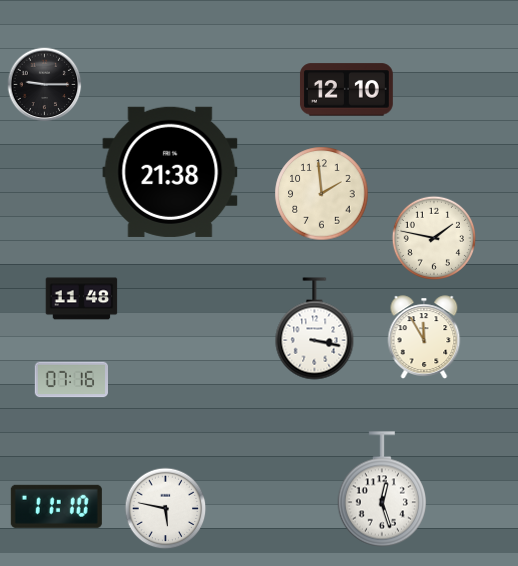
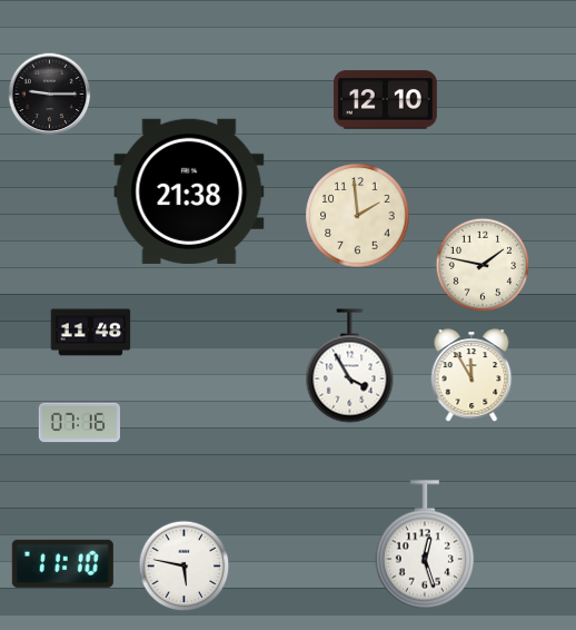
clock at (315, 329): 3:17 -> 3:55
